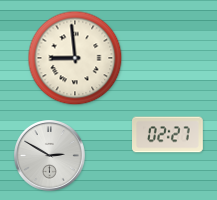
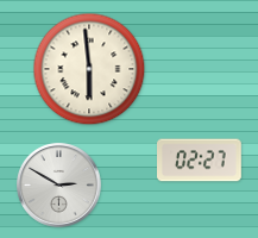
clock at (75, 58): 8:59 -> 5:59
